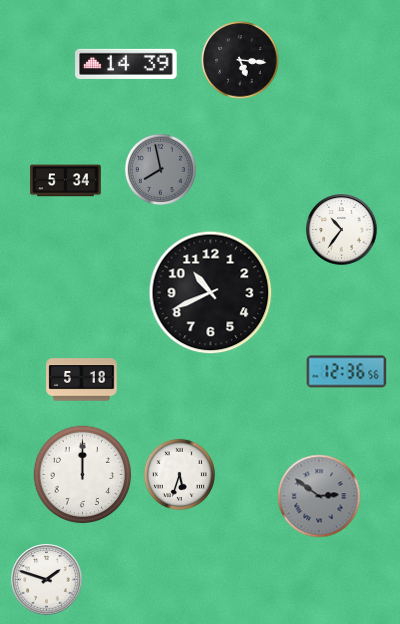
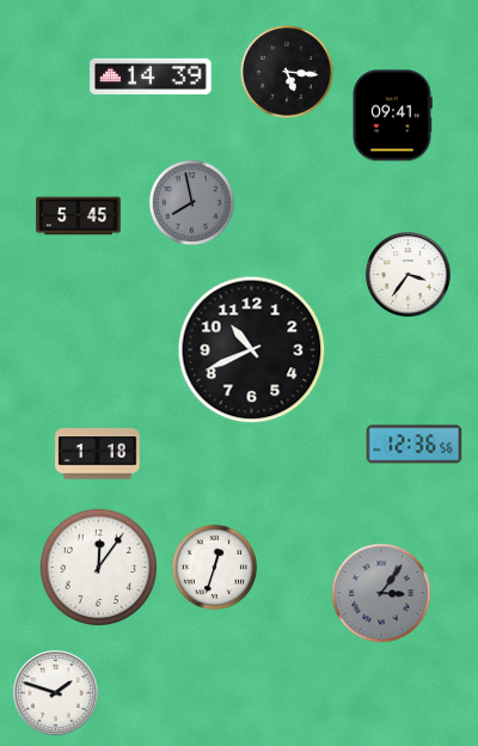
clock at (392, 116): none -> 09:41
clock at (66, 181): 5:34 -> 5:45
clock at (342, 230): 10:36 -> 3:36
clock at (82, 380): 5:18 -> 1:18
clock at (179, 474): 5:33 -> 12:33
clock at (83, 475): 12:00 -> 12:06
clock at (319, 496): 2:51 -> 3:06
